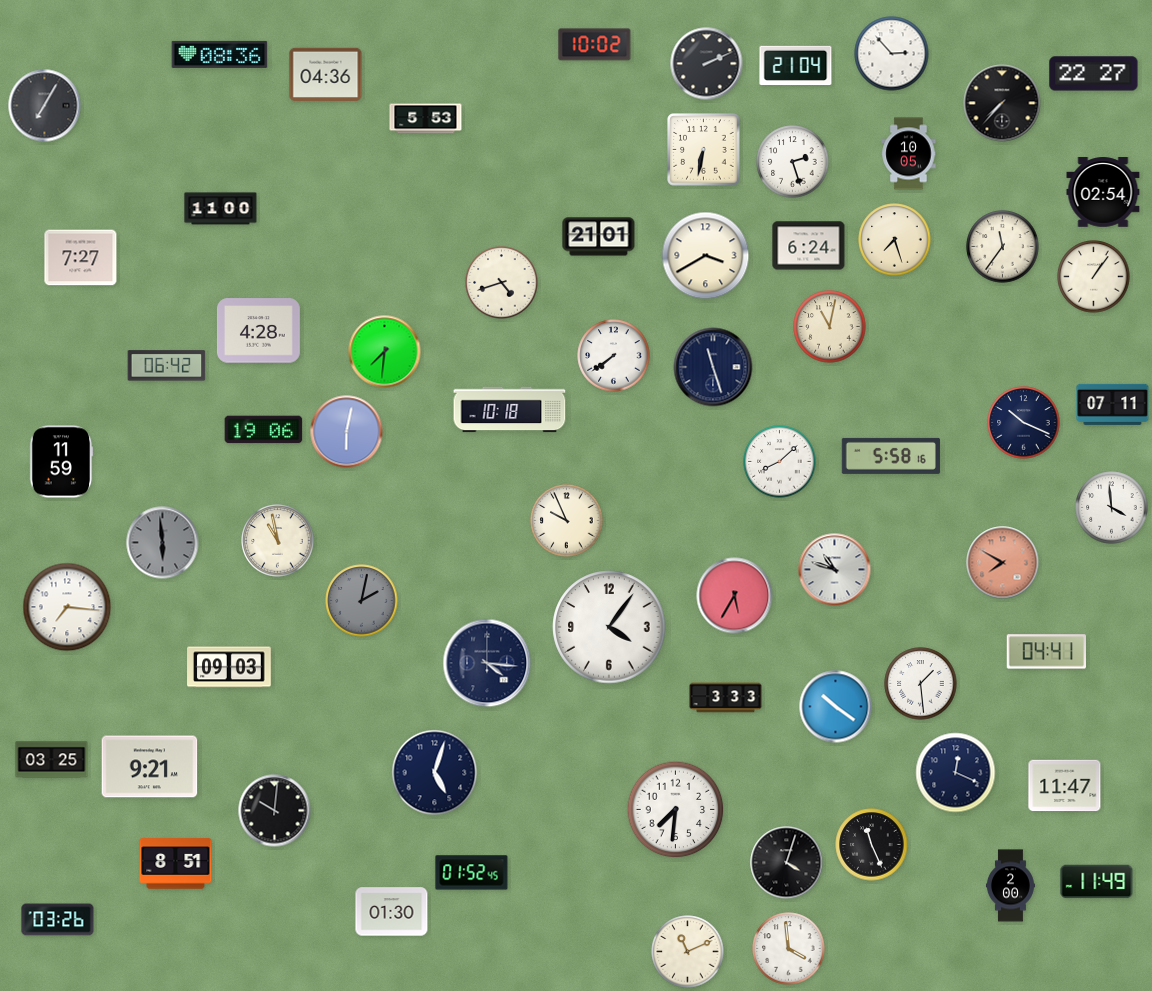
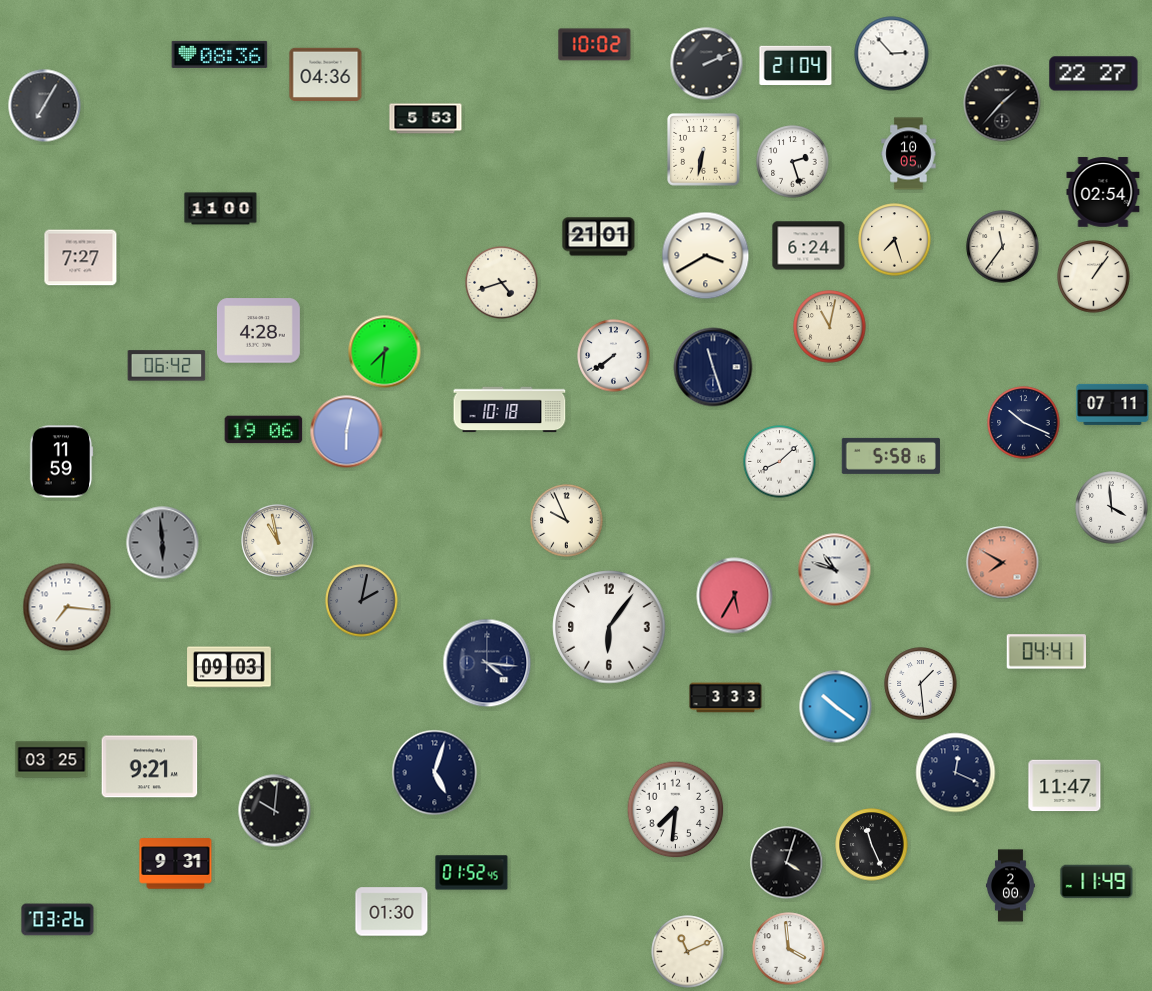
clock at (1002, 103): 7:37 -> 1:37
clock at (609, 627): 4:06 -> 6:06
clock at (176, 864): 8:51 -> 9:31
